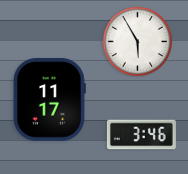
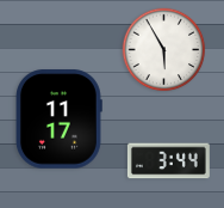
clock at (141, 135): 3:46 -> 3:44
